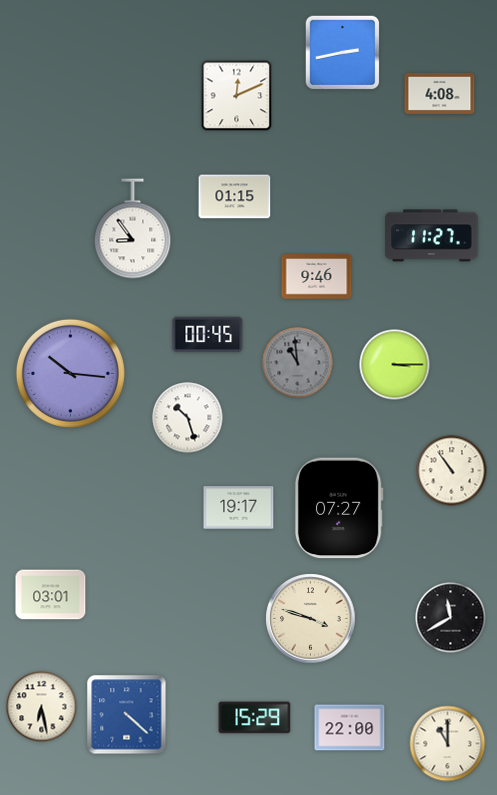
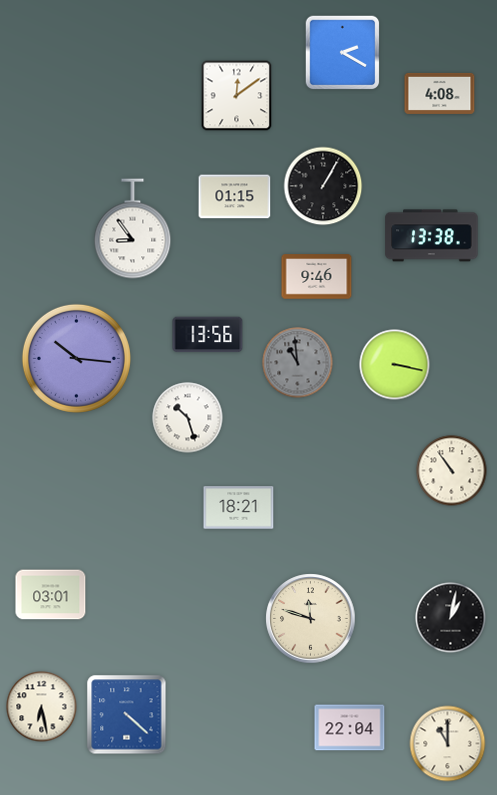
clock at (343, 53): 2:43 -> 2:20
clock at (237, 96): 12:11 -> 12:09
clock at (323, 186): none -> 1:05
clock at (432, 236): 11:27 -> 13:38
clock at (208, 335): 00:45 -> 13:56
clock at (395, 365): 3:15 -> 3:17
clock at (70, 373) position: (70, 373) -> (76, 358)
clock at (239, 508): 19:17 -> 18:21
clock at (339, 508): 07:27 -> none
clock at (451, 618): 11:40 -> 1:02
clock at (311, 619): 3:48 -> 11:48
clock at (255, 718): 15:29 -> none
clock at (350, 728): 22:00 -> 22:04
